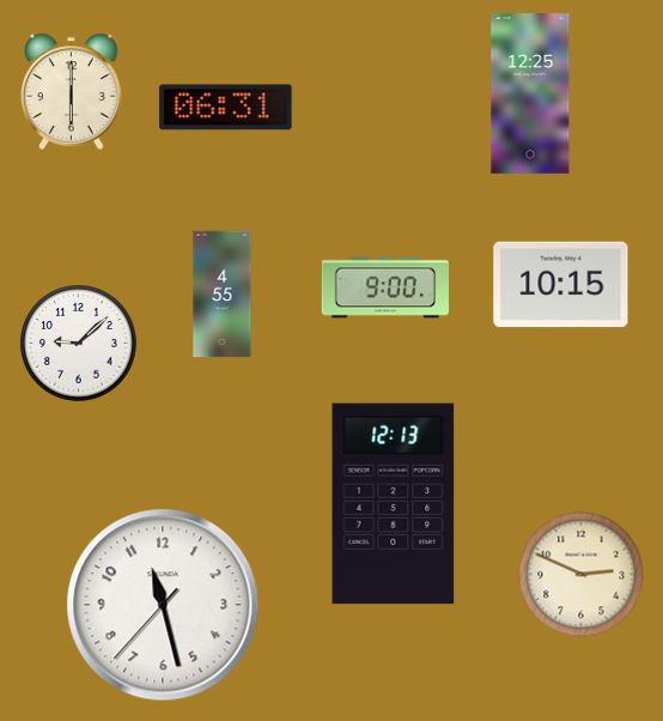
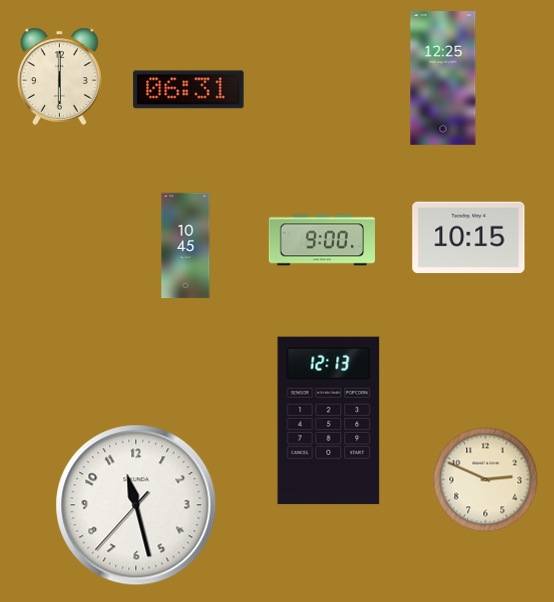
clock at (223, 295): 4:55 -> 10:45
clock at (79, 344): 9:08 -> none
